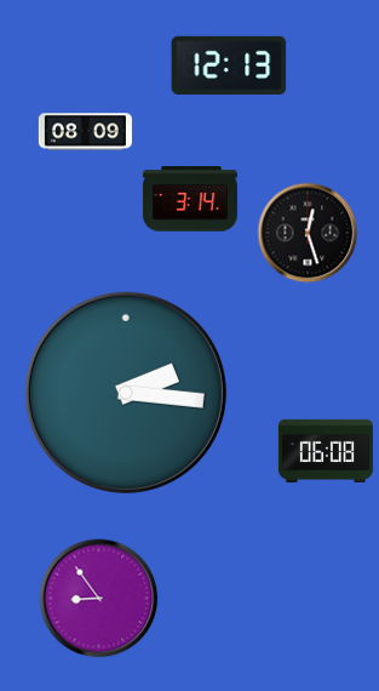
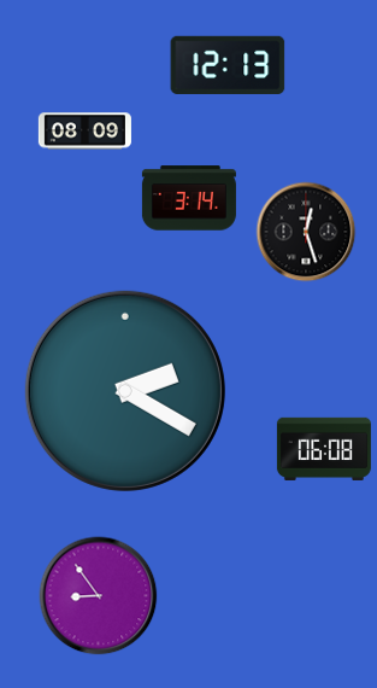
clock at (126, 393): 2:16 -> 2:20
